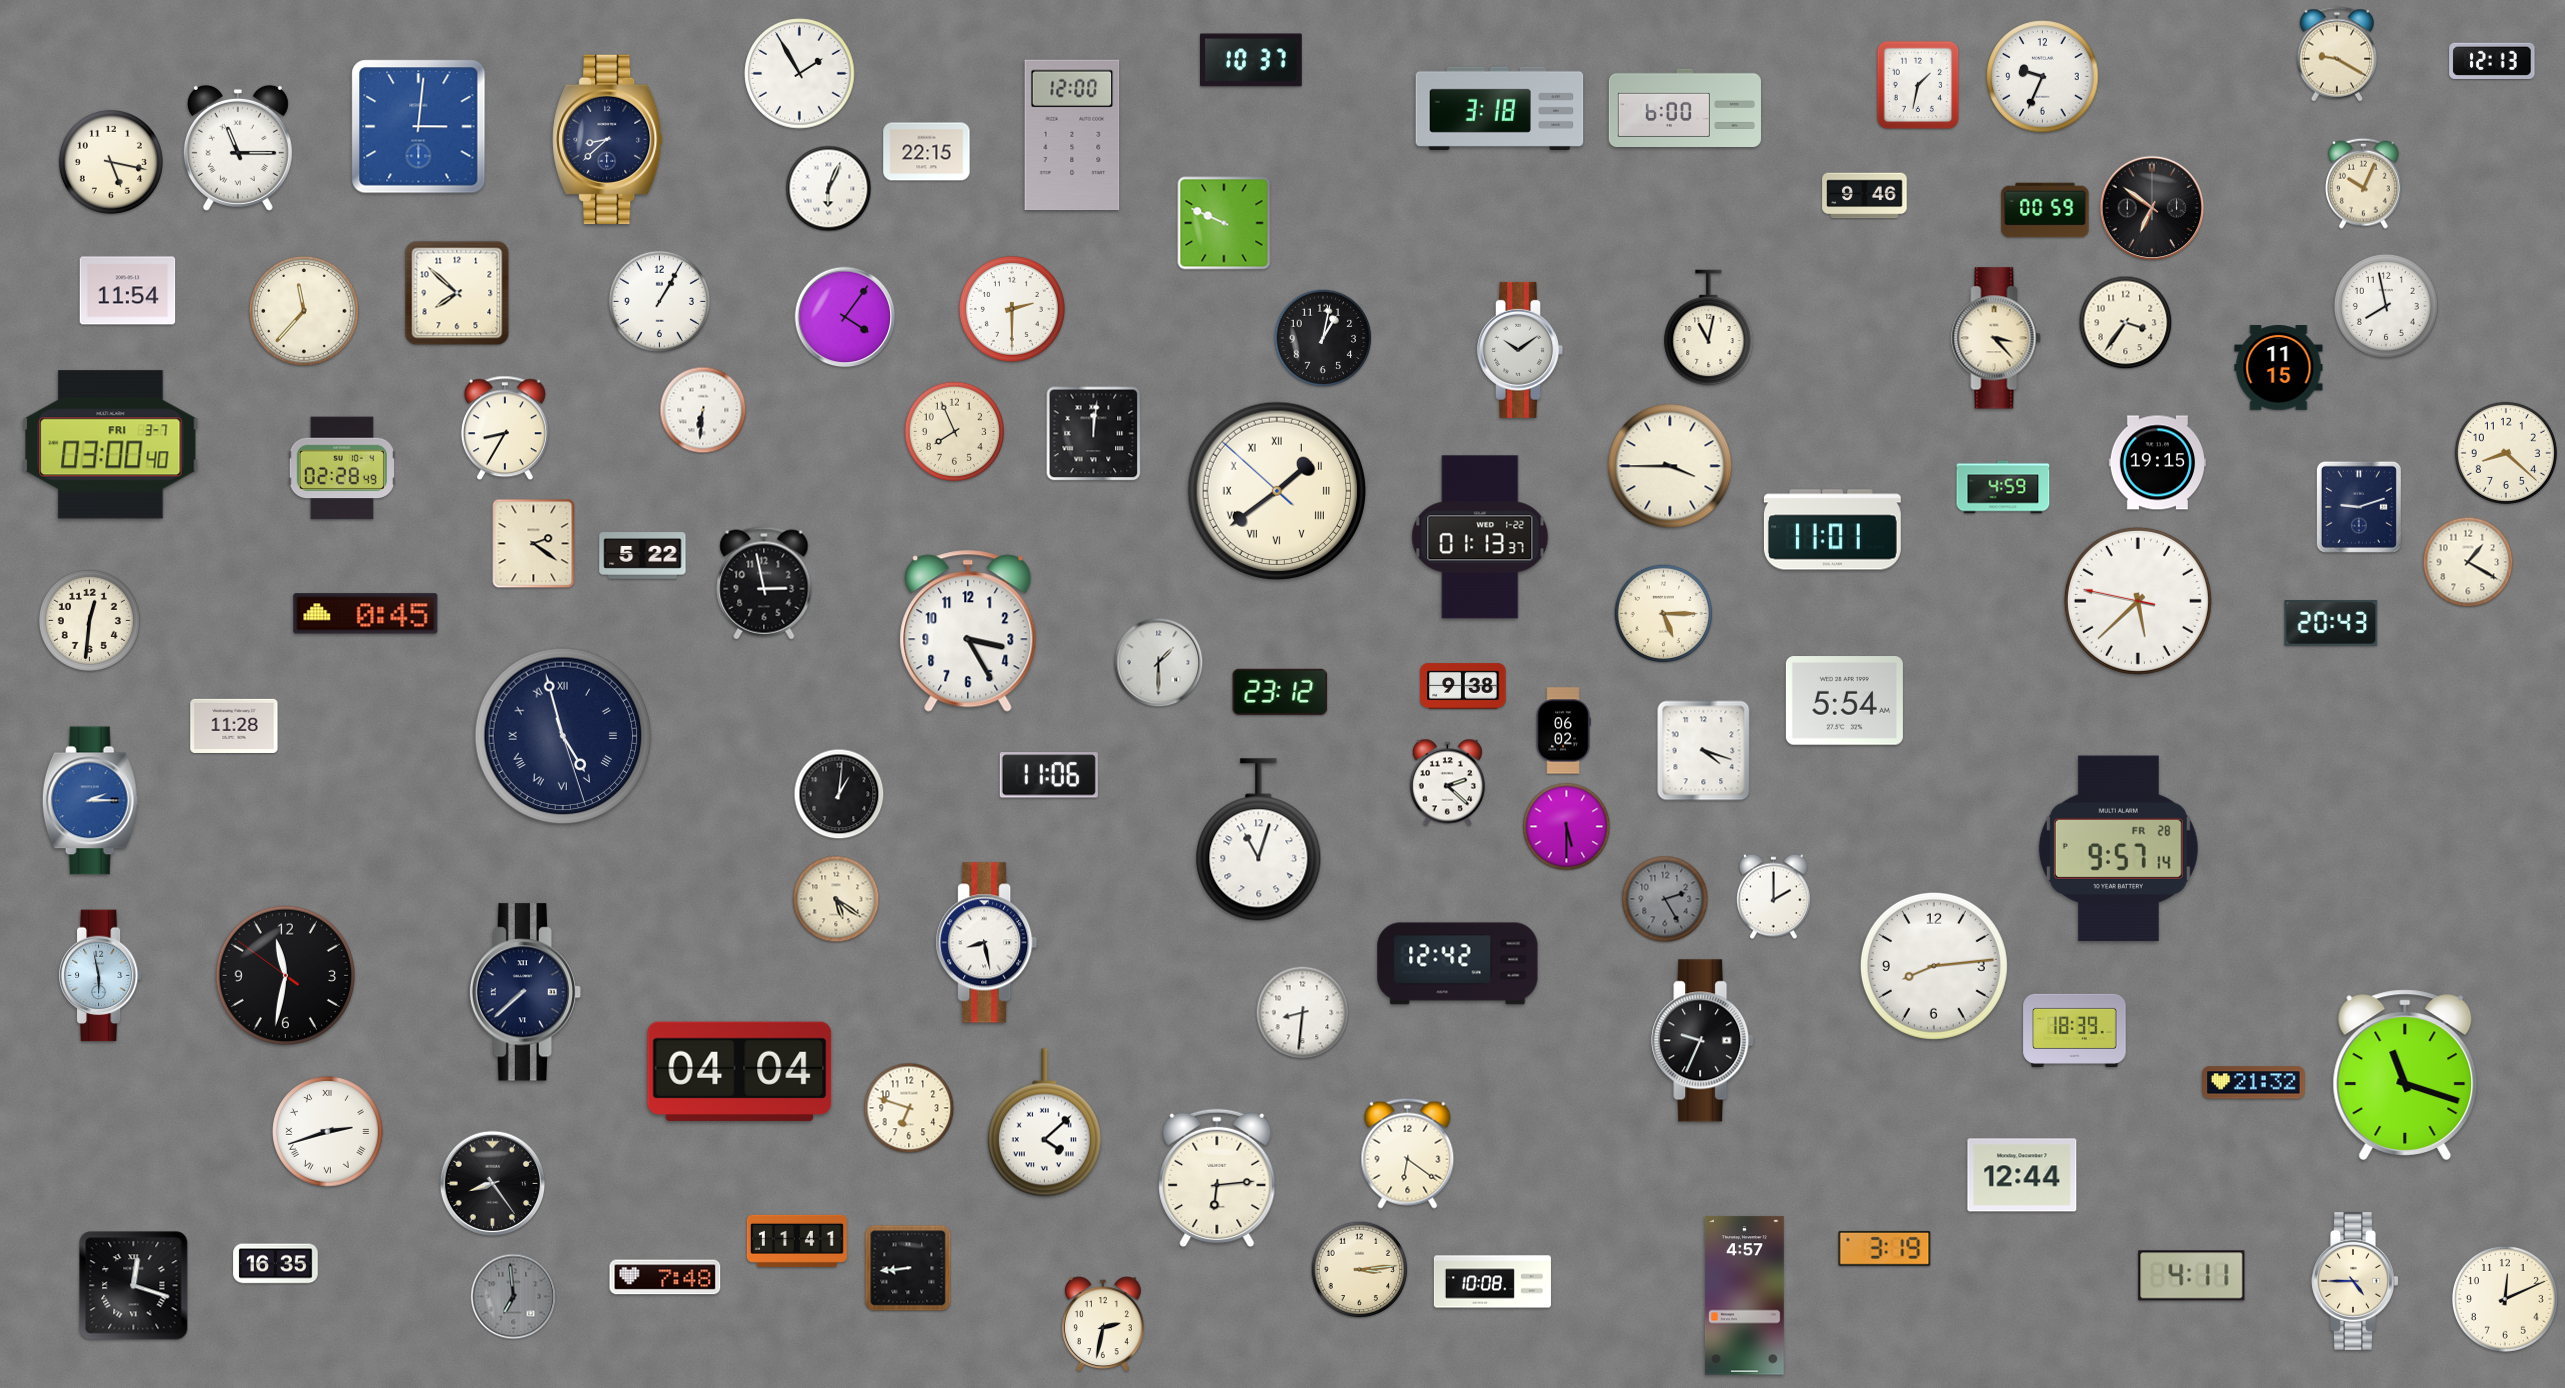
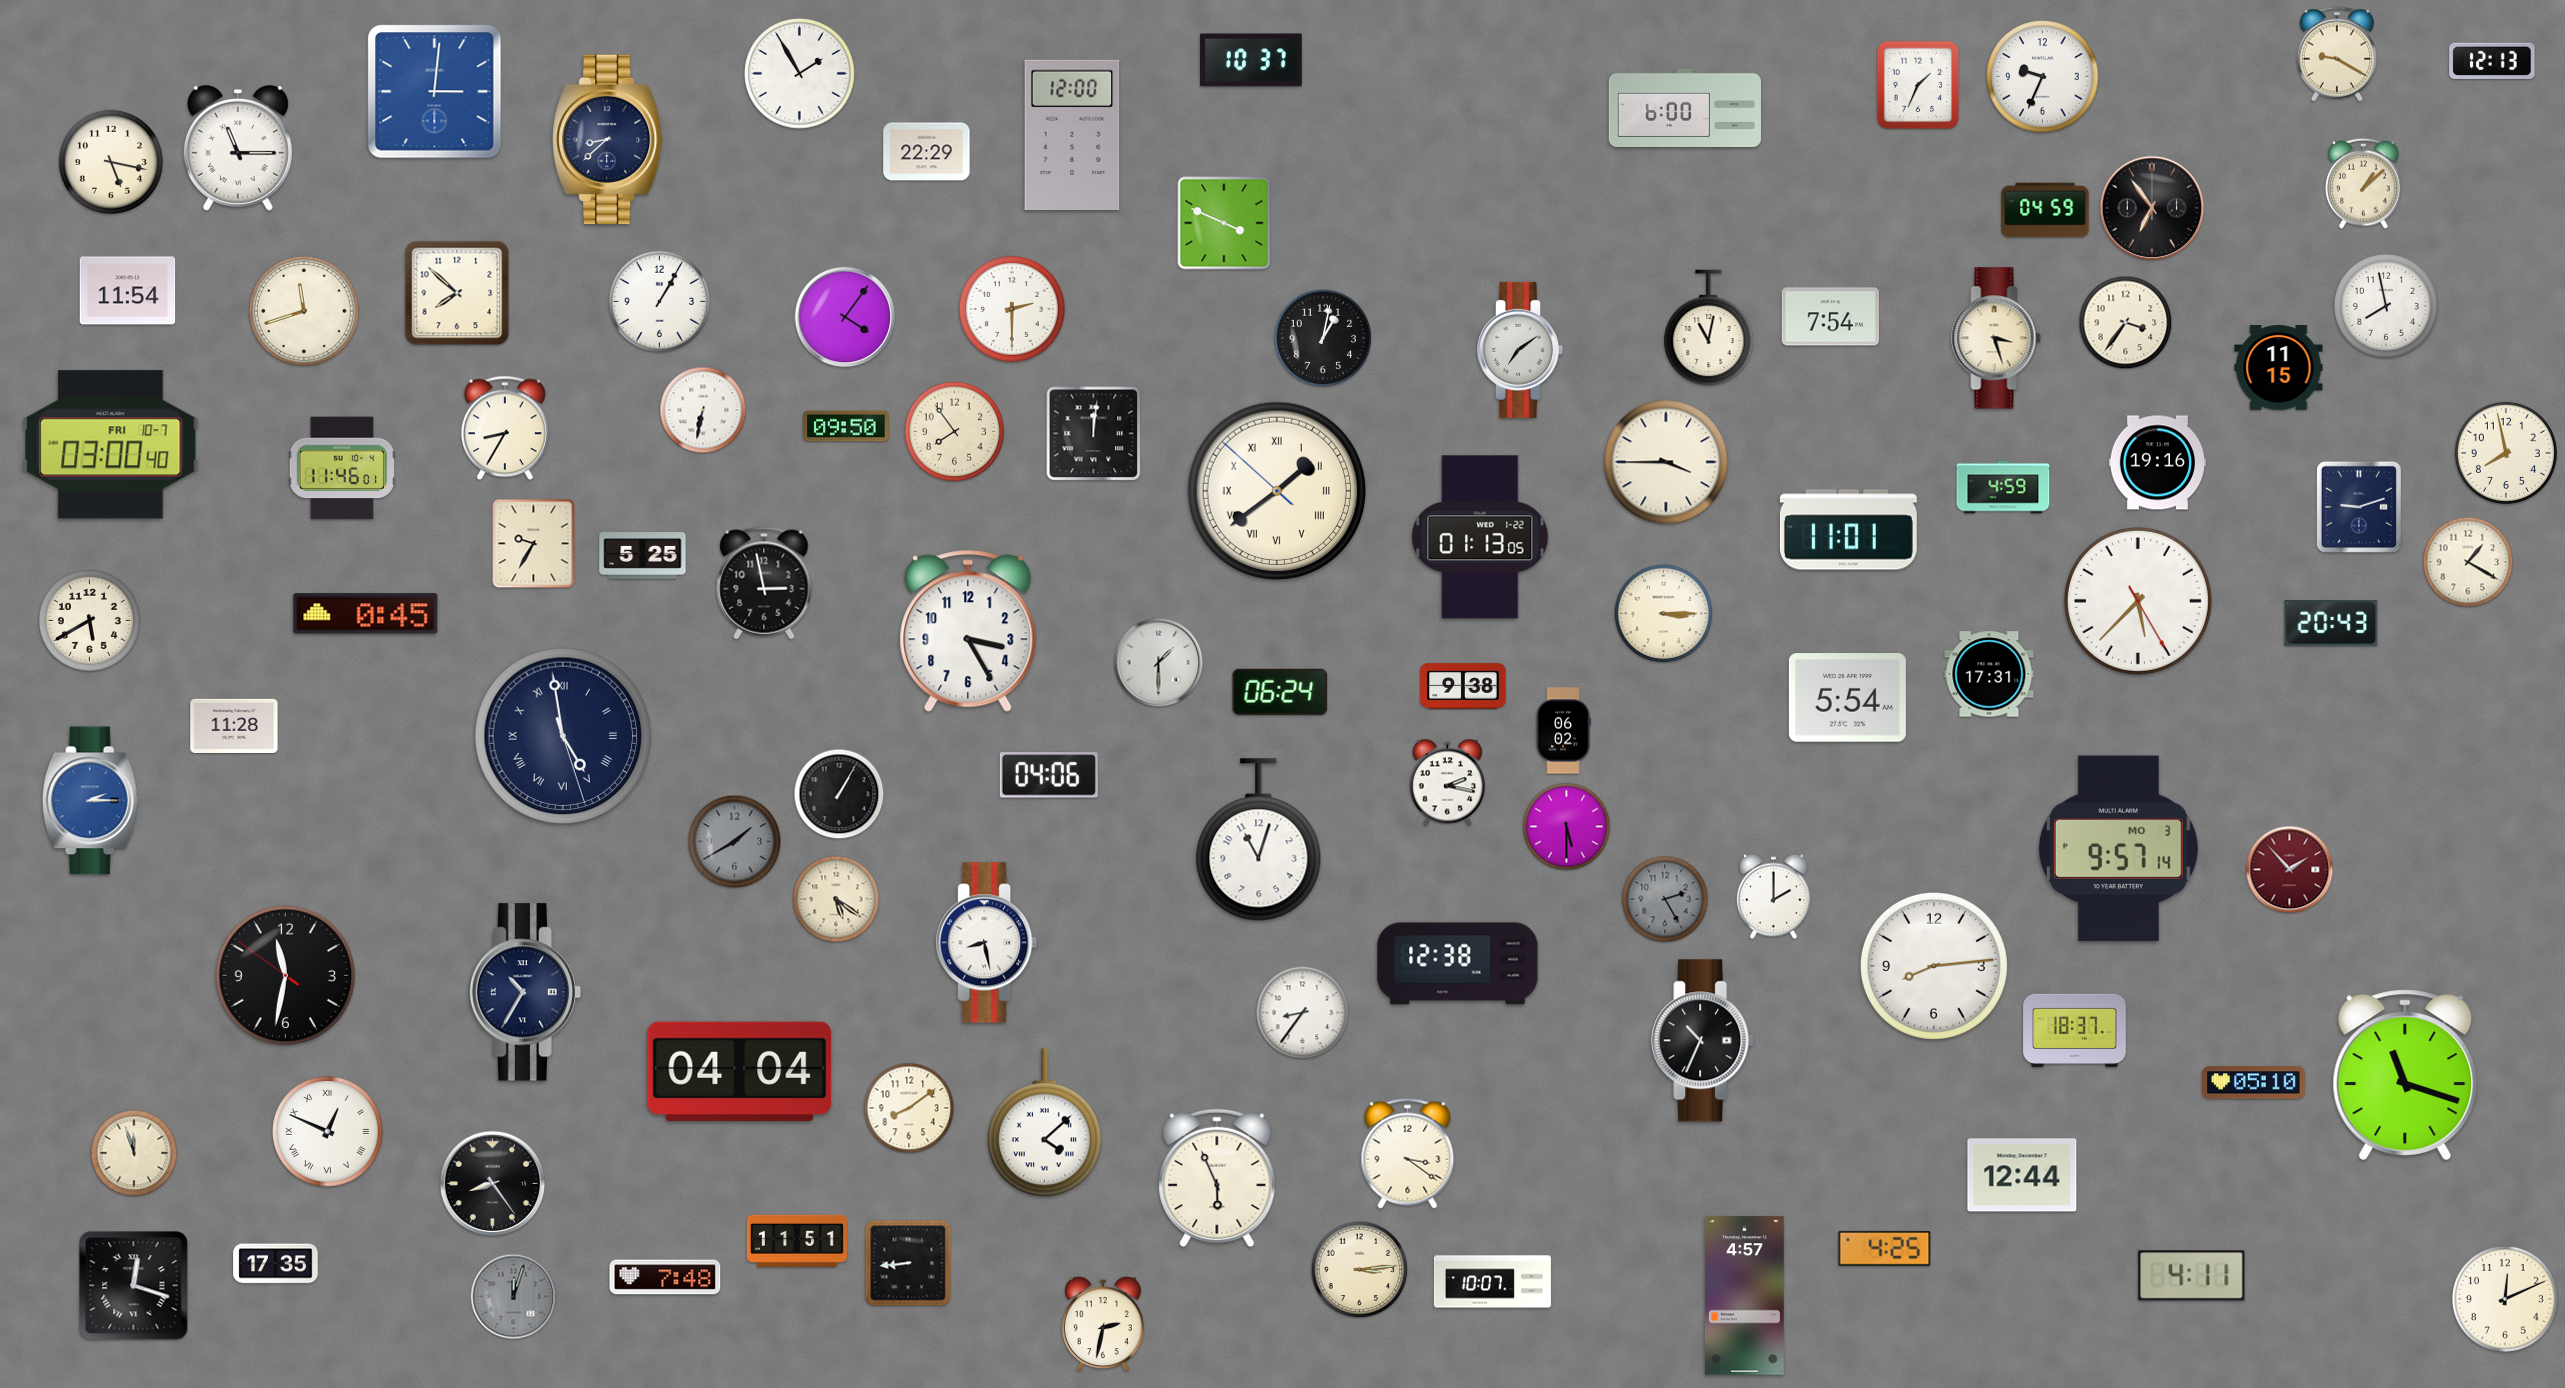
clock at (1918, 85): 1:32 -> 1:34
clock at (1500, 108): 3:18 -> none
clock at (419, 127) position: (419, 127) -> (435, 92)
clock at (927, 152): 22:15 -> 22:29
clock at (2364, 183): 10:04 -> 1:08
clock at (829, 189): 6:04 -> none
clock at (1865, 196): 9:46 -> none
clock at (2152, 208): 6:51 -> 6:54
clock at (2045, 210): 00:59 -> 04:59
clock at (1224, 223): 9:49 -> 3:49
clock at (304, 311): 11:37 -> 11:42
clock at (1830, 317): none -> 7:54
clock at (1996, 338): 3:23 -> 3:27
clock at (1520, 350): 10:09 -> 7:09
clock at (703, 410): 6:31 -> 6:32
clock at (846, 426): none -> 09:50
clock at (954, 431): 7:56 -> 7:54
clock at (111, 445) date: FRI 3-7 -> FRI 10-7
clock at (2506, 453): 8:22 -> 7:58
clock at (2158, 463): 19:15 -> 19:16
clock at (1670, 466) position: (1670, 466) -> (1666, 462)
clock at (342, 468): 02:28 -> 11:46
clock at (1832, 530) position: (1832, 530) -> (1848, 530)
clock at (1480, 537): 01:13:37 -> 01:13:05
clock at (534, 544): 2:21 -> 9:35
clock at (643, 556): 5:22 -> 5:25
clock at (2138, 601): 5:37:47 -> 5:37:25
clock at (1664, 614): 5:15 -> 3:15
clock at (89, 620): 12:31 -> 5:40
clock at (1989, 674): none -> 17:31
clock at (1280, 692): 23:12 -> 06:24
clock at (1844, 701) position: (1844, 701) -> (1847, 698)
clock at (563, 736): 4:57 -> 4:58
clock at (1704, 751): 4:18 -> none
clock at (1049, 775): 11:06 -> 04:06
clock at (1447, 783): 2:22 -> 2:17
clock at (839, 794): 1:01 -> 1:05
clock at (735, 842): none -> 1:40
clock at (2118, 849) date: FR 28 -> MO 3
clock at (2290, 870): none -> 1:53
clock at (1458, 964): 12:42 -> 12:38
clock at (101, 976): 5:58 -> none
clock at (525, 992): 7:38 -> 10:35
clock at (1303, 1013): 8:31 -> 8:36
clock at (2075, 1030): 18:39 -> 18:37
clock at (1703, 1041): 9:34 -> 10:34
clock at (2254, 1083): 21:32 -> 05:10
clock at (909, 1108): 6:48 -> 8:09
clock at (328, 1132): 2:42 -> 12:49
clock at (134, 1153): none -> 11:57
clock at (1408, 1153): 6:21 -> 3:21
clock at (1217, 1178): 6:14 -> 5:56
clock at (797, 1241): 11:41 -> 11:51
clock at (1885, 1248): 3:19 -> 4:25
clock at (276, 1264): 16:35 -> 17:35
clock at (908, 1268) position: (908, 1268) -> (908, 1263)
clock at (1492, 1282): 10:08 -> 10:07
clock at (2355, 1282): 4:45 -> none
clock at (514, 1297): 6:59 -> 12:03
